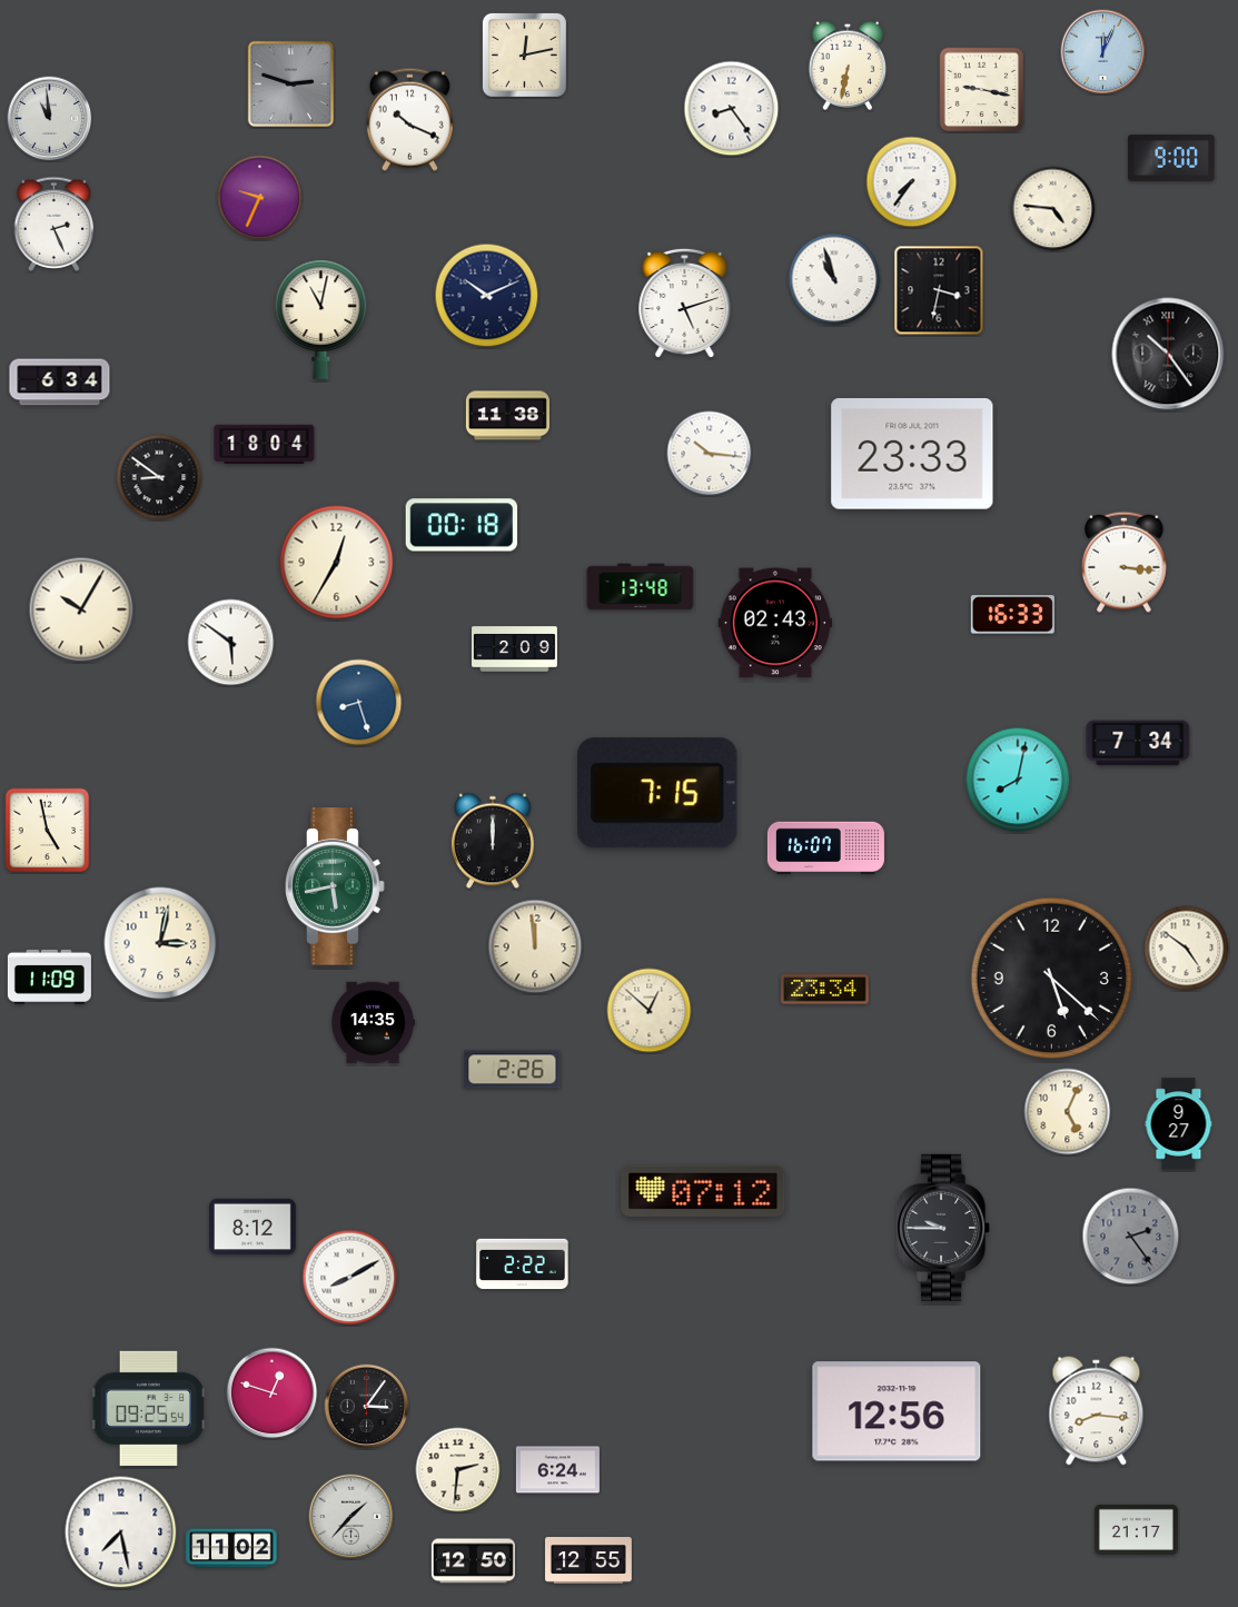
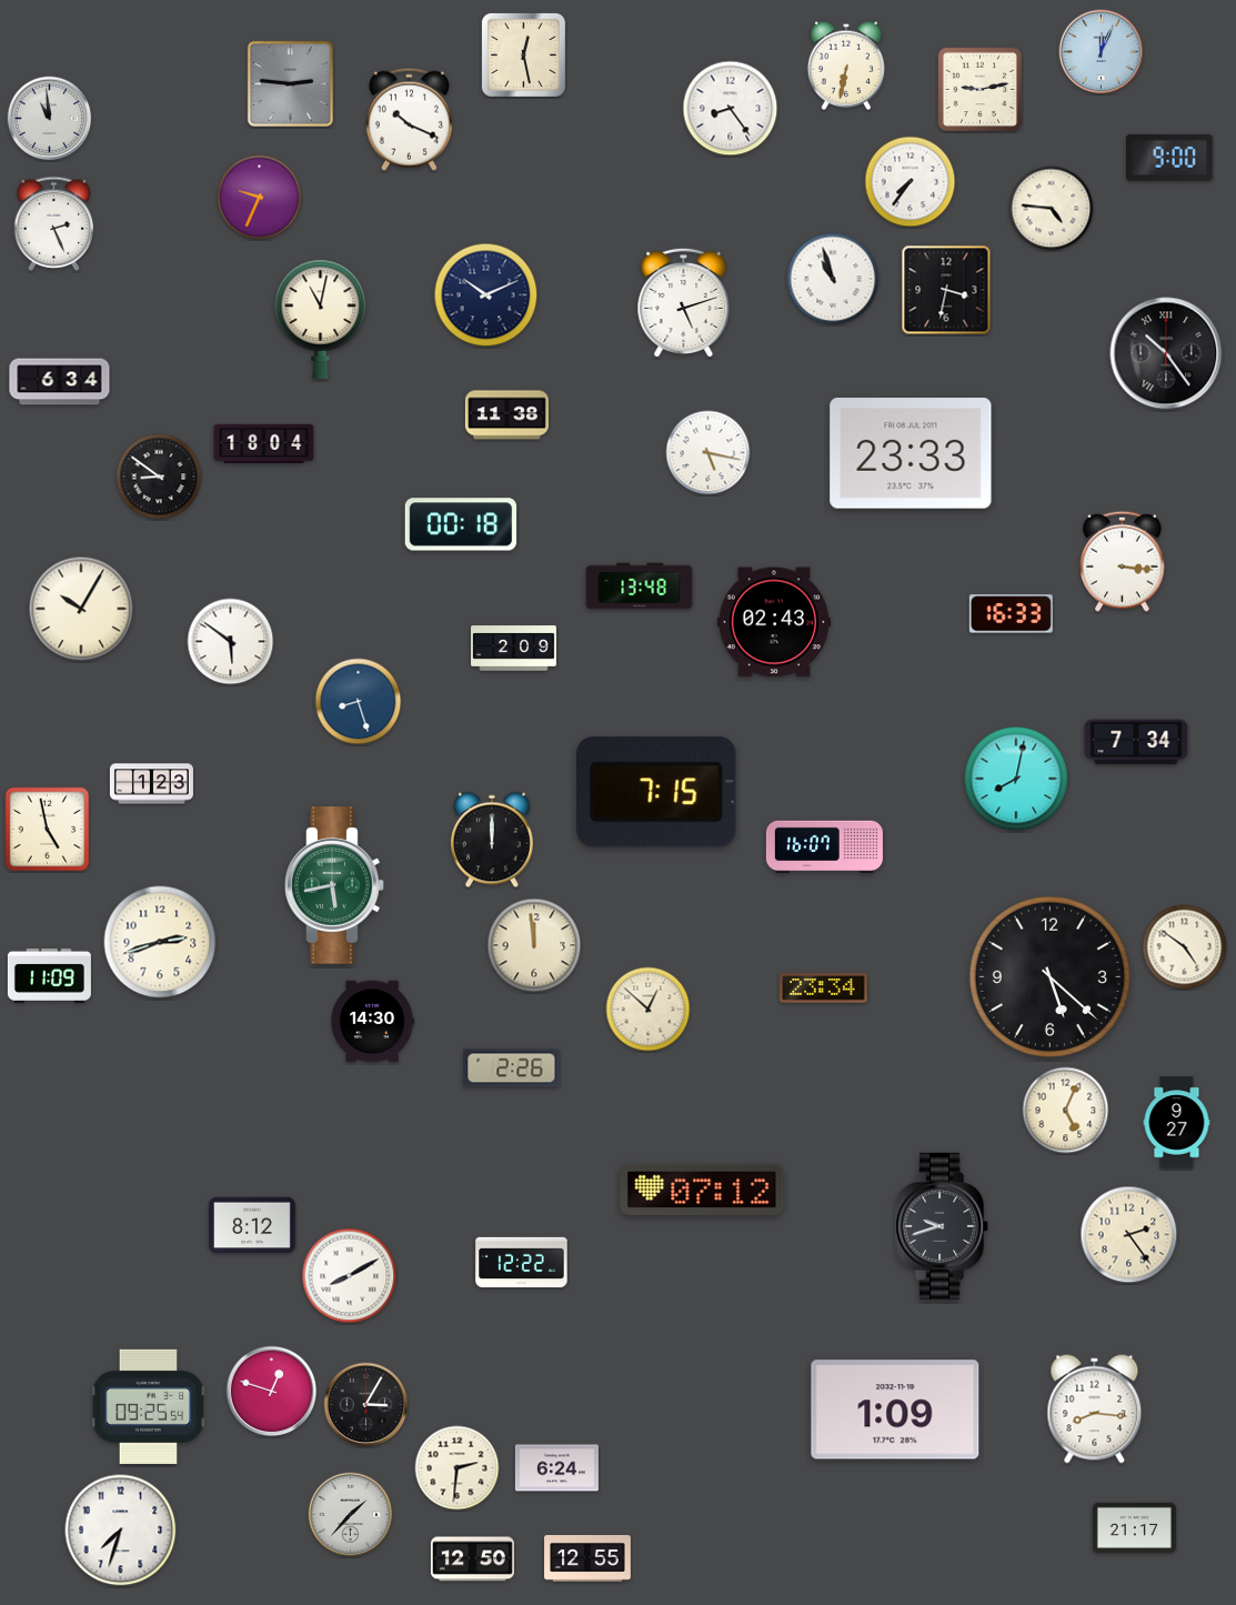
clock at (524, 54): 12:13 -> 12:28
clock at (290, 83): 2:48 -> 2:46
clock at (982, 90): 9:17 -> 9:13
clock at (939, 290) position: (939, 290) -> (946, 290)
clock at (710, 454): 10:16 -> 5:17
clock at (337, 563): 12:35 -> none
clock at (151, 784): none -> 1:23
clock at (160, 943): 3:02 -> 2:42
clock at (373, 1023): 14:35 -> 14:30
clock at (944, 1228): 9:45 -> 9:42
clock at (1131, 1237) dial: grey -> cream
clock at (523, 1264): 2:22 -> 12:22
clock at (367, 1407): 3:06 -> 3:05
clock at (897, 1411): 12:56 -> 1:09
clock at (121, 1532): 7:28 -> 7:33
clock at (231, 1548): 11:02 -> none
